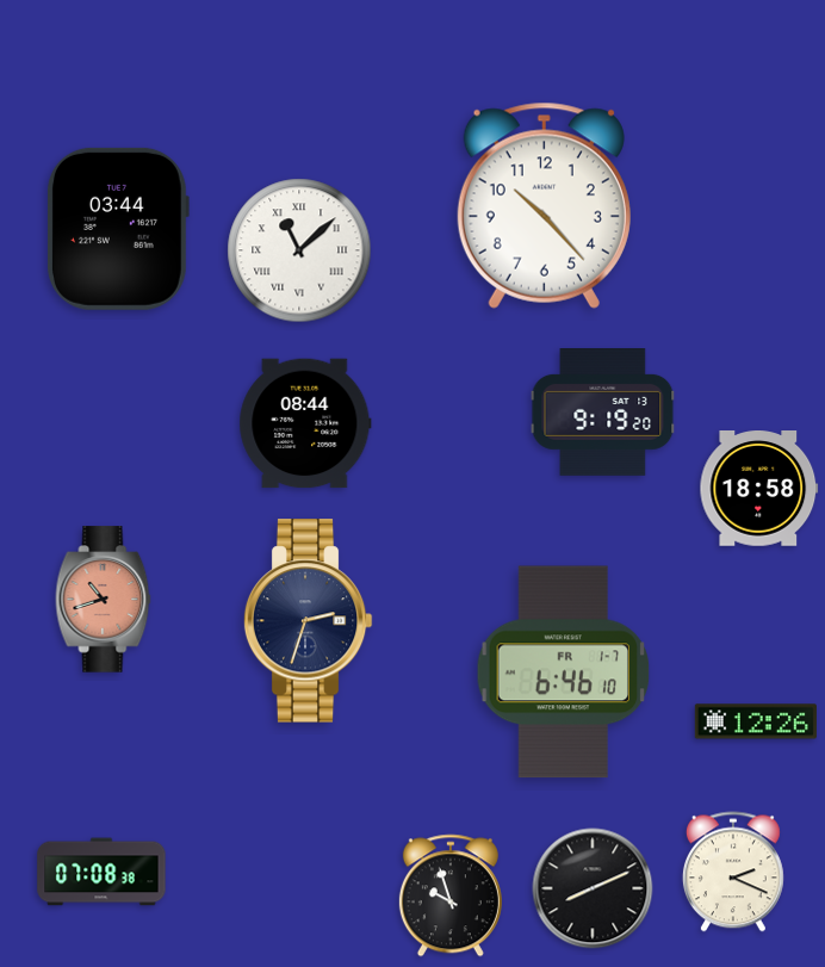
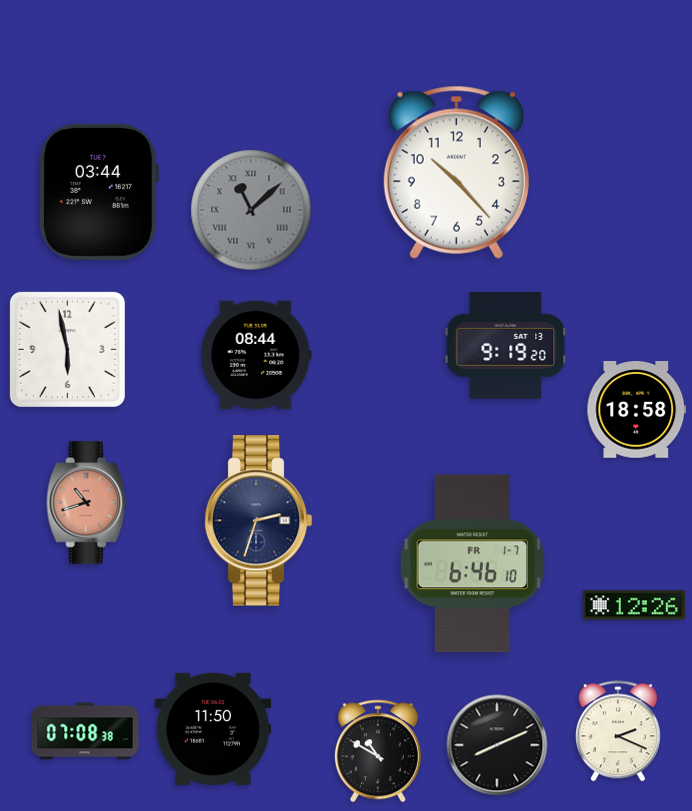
clock at (299, 250) dial: white -> grey
clock at (67, 349): none -> 5:58
clock at (213, 729): none -> 11:50
clock at (733, 872) position: (733, 872) -> (618, 731)
clock at (451, 895): 9:57 -> 10:50
